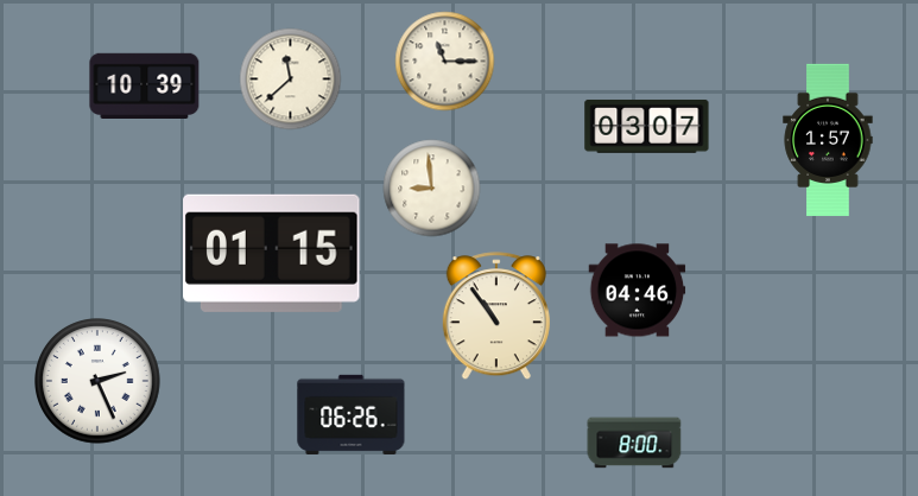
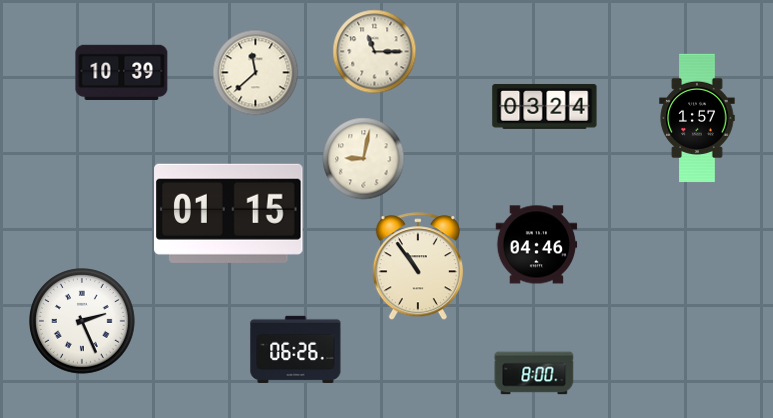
clock at (291, 80) position: (291, 80) -> (256, 73)
clock at (647, 126): 03:07 -> 03:24
clock at (432, 189): 8:59 -> 9:02
